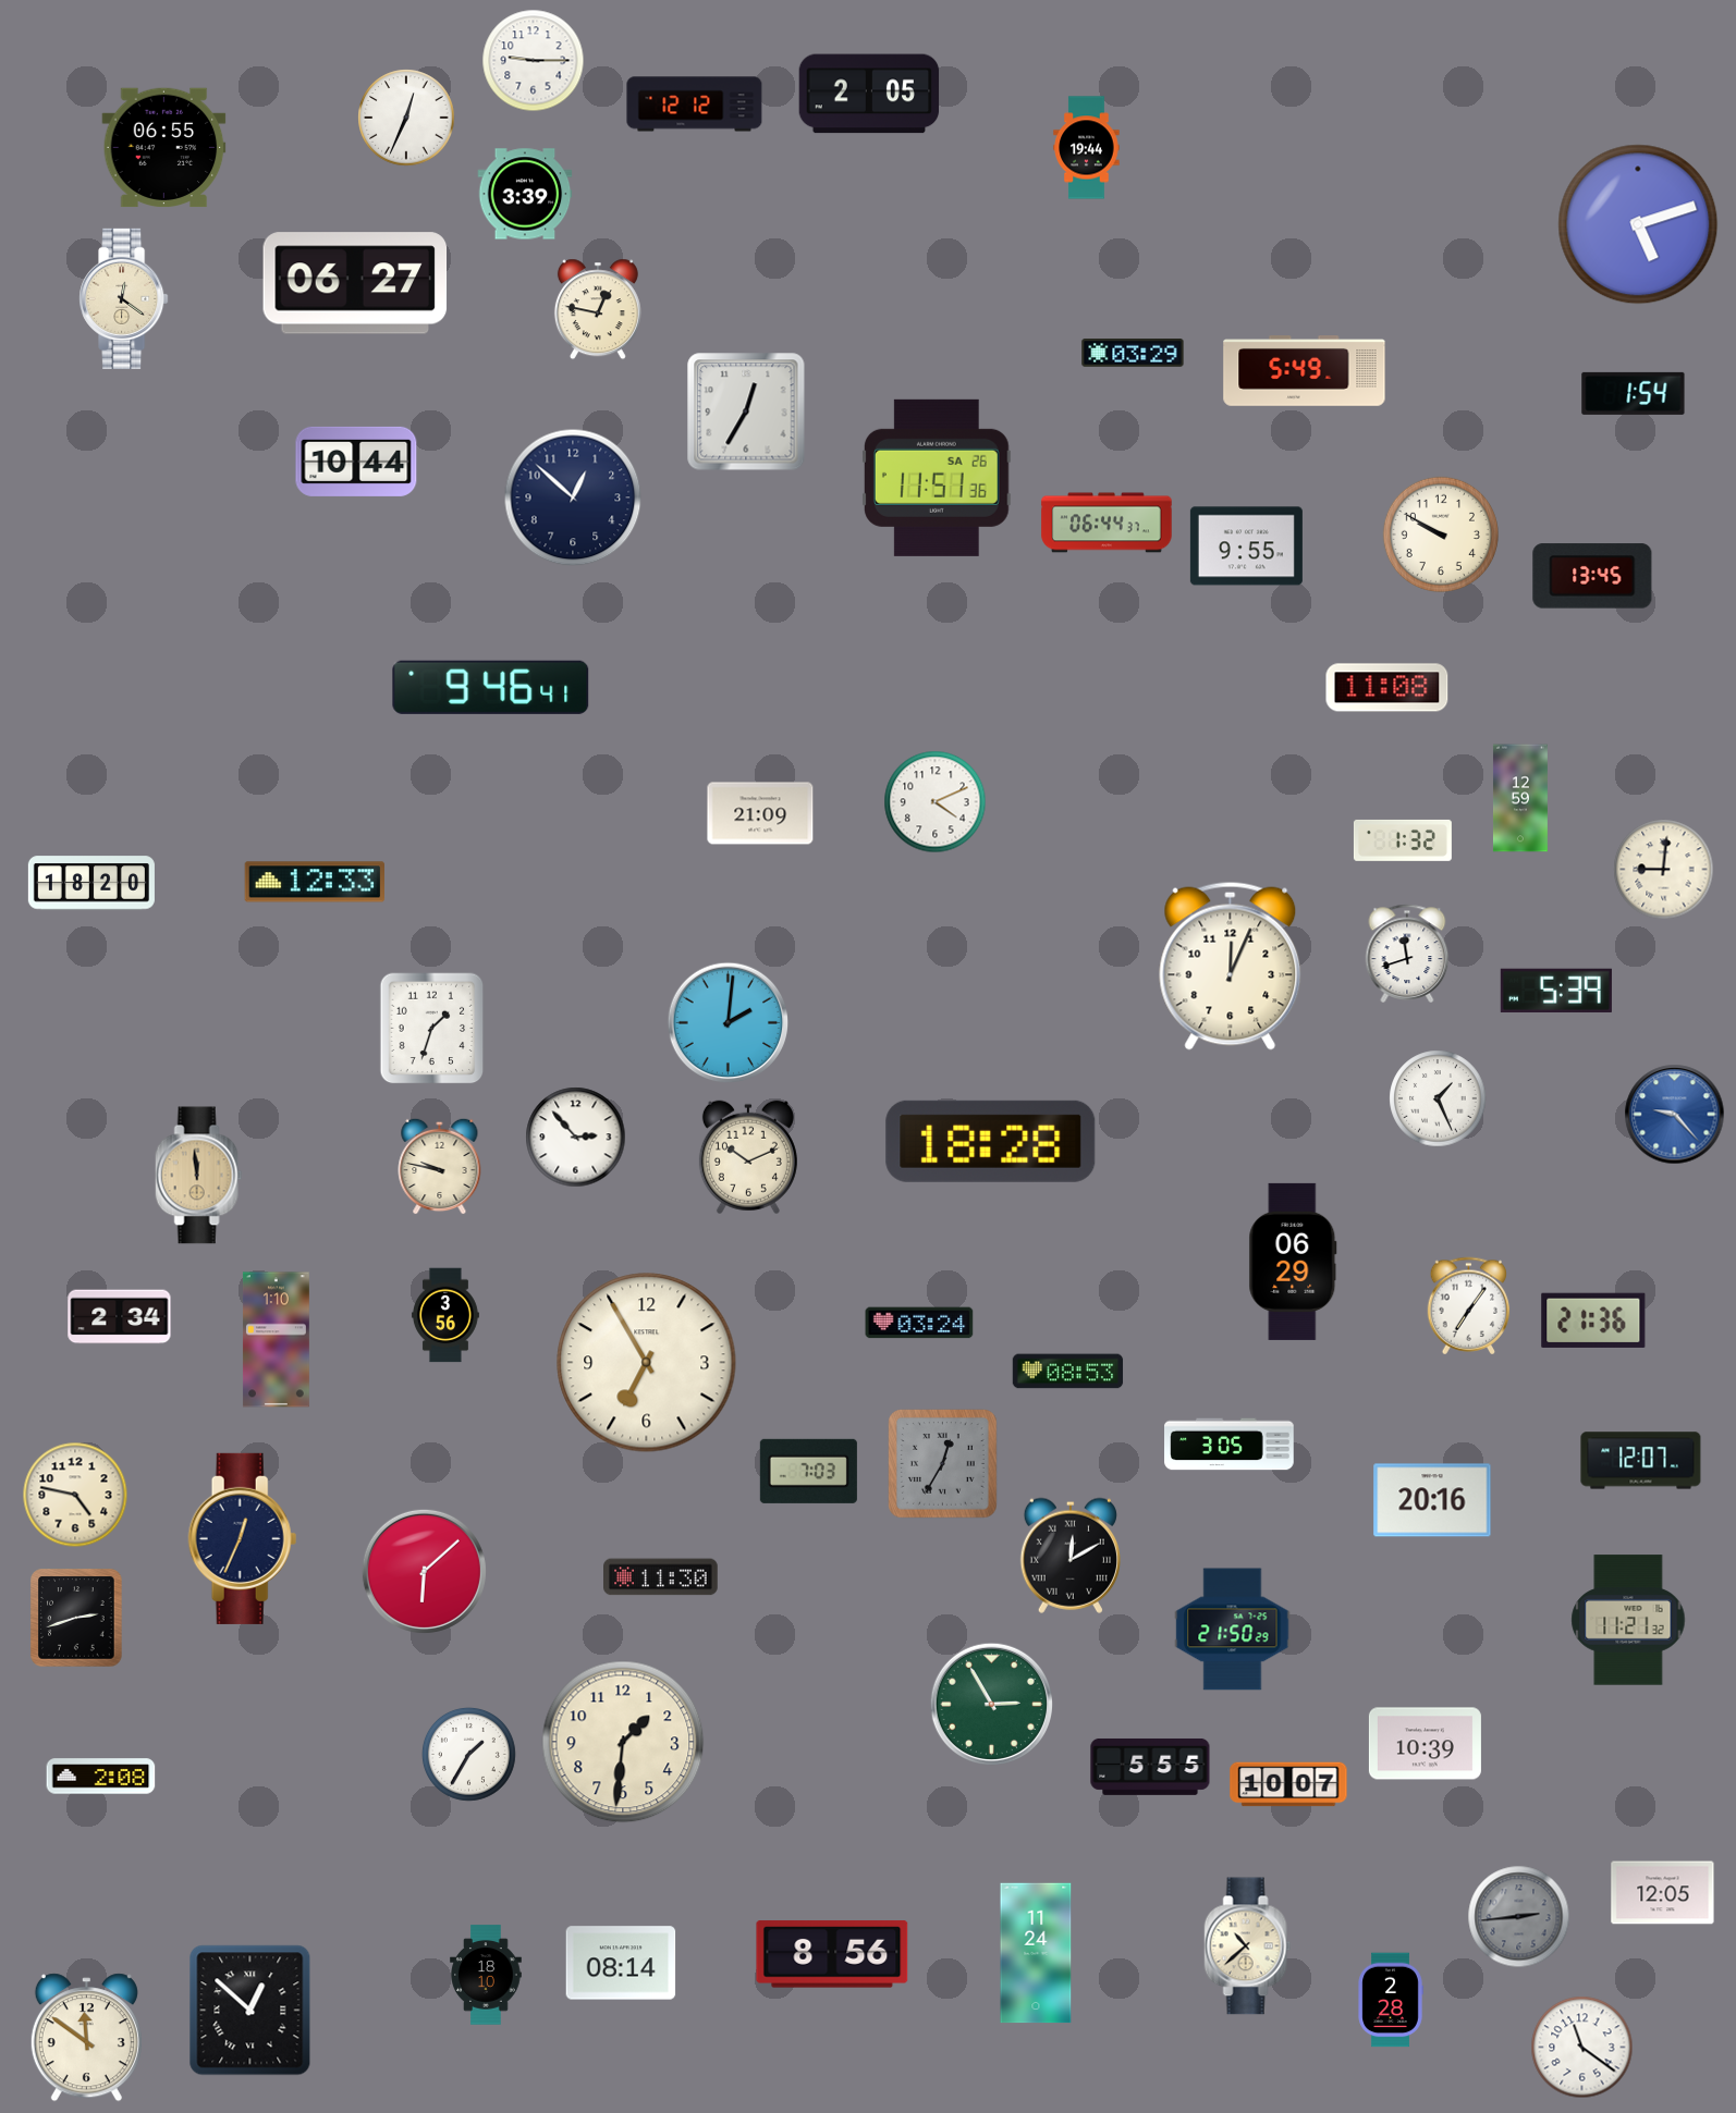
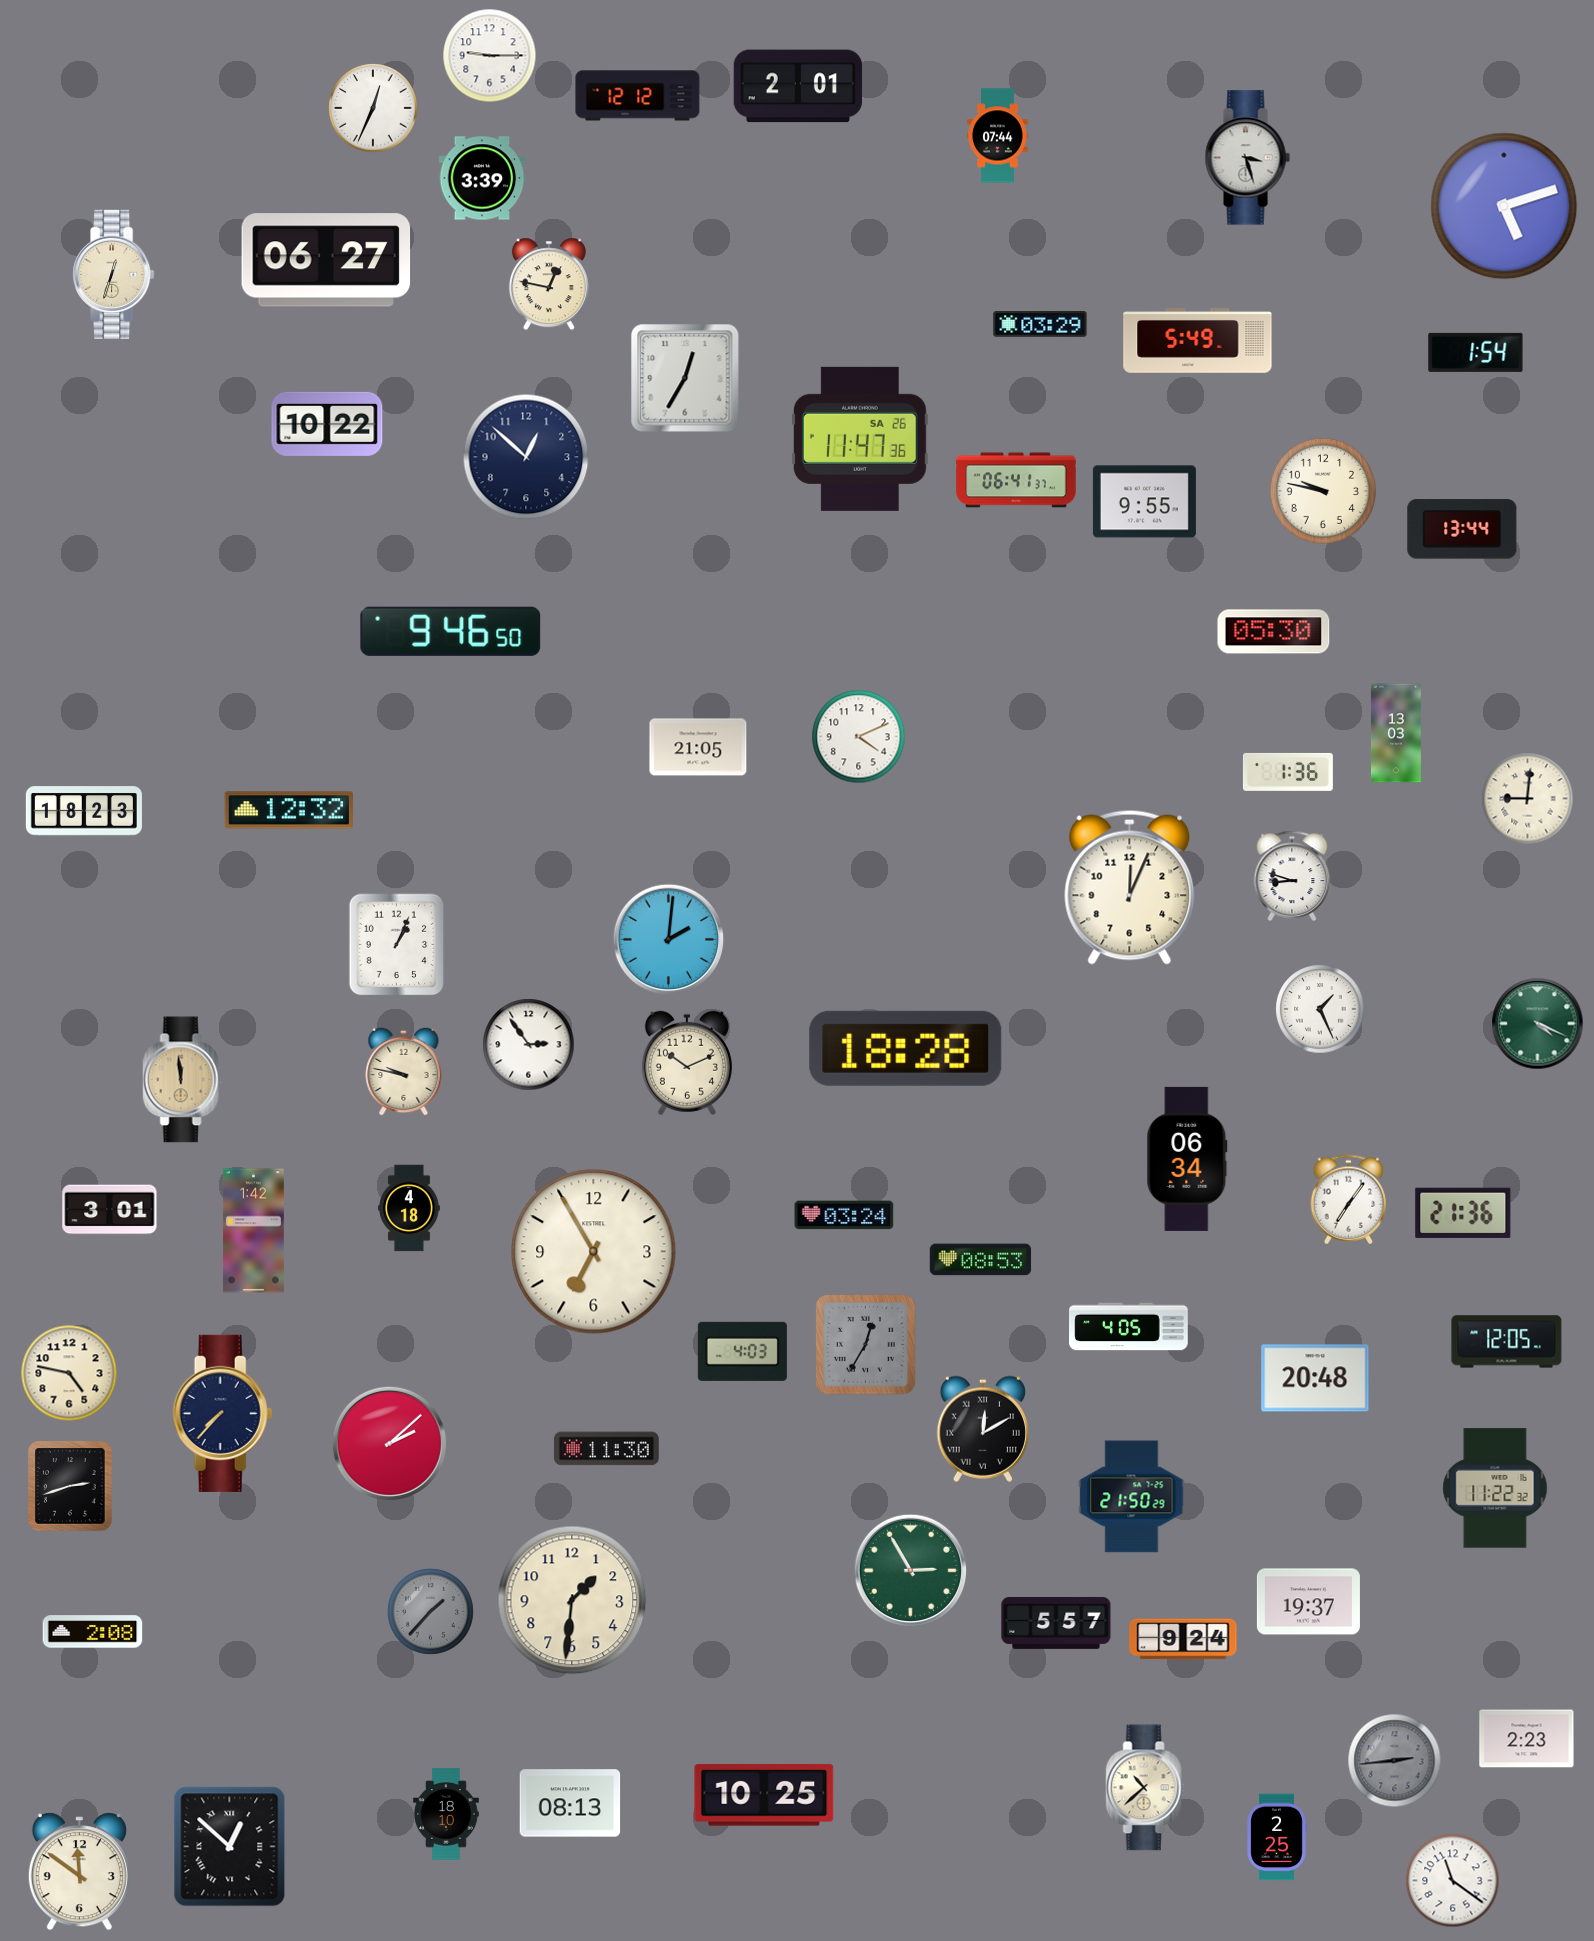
clock at (869, 94): 2:05 -> 2:01
clock at (164, 148): 06:55 -> none
clock at (1087, 148): 19:44 -> 07:44
clock at (1247, 158): none -> 3:27
clock at (124, 298): 12:21 -> 12:33
clock at (1634, 393) position: (1634, 393) -> (1476, 352)
clock at (356, 462): 10:44 -> 10:22
clock at (937, 478): 11:51 -> 11:47
clock at (1107, 523): 06:44 -> 06:41
clock at (1440, 533): 9:50 -> 9:47
clock at (1592, 576): 13:45 -> 13:44
clock at (491, 687): 9:46:41 -> 9:46:50
clock at (1387, 688): 11:08 -> 05:30
clock at (1520, 798): 12:59 -> 13:03
clock at (760, 813): 21:09 -> 21:05
clock at (1403, 840): 1:32 -> 1:36
clock at (315, 882): 12:33 -> 12:32
clock at (91, 883): 18:20 -> 18:23
clock at (1407, 954): 11:42 -> 8:48
clock at (1556, 990): 5:39 -> none
clock at (432, 1029): 1:33 -> 1:04
clock at (1675, 1115): 9:23 -> 4:19
clock at (1675, 1115) dial: blue -> green
clock at (576, 1138): 2:53 -> 2:54
clock at (991, 1141) position: (991, 1141) -> (906, 1048)
clock at (1293, 1262): 06:29 -> 06:34
clock at (445, 1315): 3:56 -> 4:18
clock at (120, 1317): 2:34 -> 3:01
clock at (276, 1340): 1:10 -> 1:42
clock at (1230, 1445): 3:05 -> 4:05
clock at (1641, 1461): 12:07 -> 12:05
clock at (808, 1471): 7:03 -> 4:03
clock at (1432, 1500): 20:16 -> 20:48
clock at (243, 1538): 12:34 -> 7:37
clock at (424, 1571): 6:08 -> 2:08
clock at (1628, 1620): 11:21 -> 11:22
clock at (991, 1704) position: (991, 1704) -> (910, 1570)
clock at (1425, 1744): 10:39 -> 19:37
clock at (468, 1754): 1:35 -> 1:37
clock at (468, 1754) dial: white -> grey
clock at (1150, 1767): 5:55 -> 5:57
clock at (1288, 1784): 10:07 -> 9:24
clock at (1663, 1893): 12:05 -> 2:23
clock at (1036, 1953): 11:24 -> none
clock at (832, 1954): 8:56 -> 10:25
clock at (621, 1963): 08:14 -> 08:13
clock at (1391, 2000): 2:28 -> 2:25
